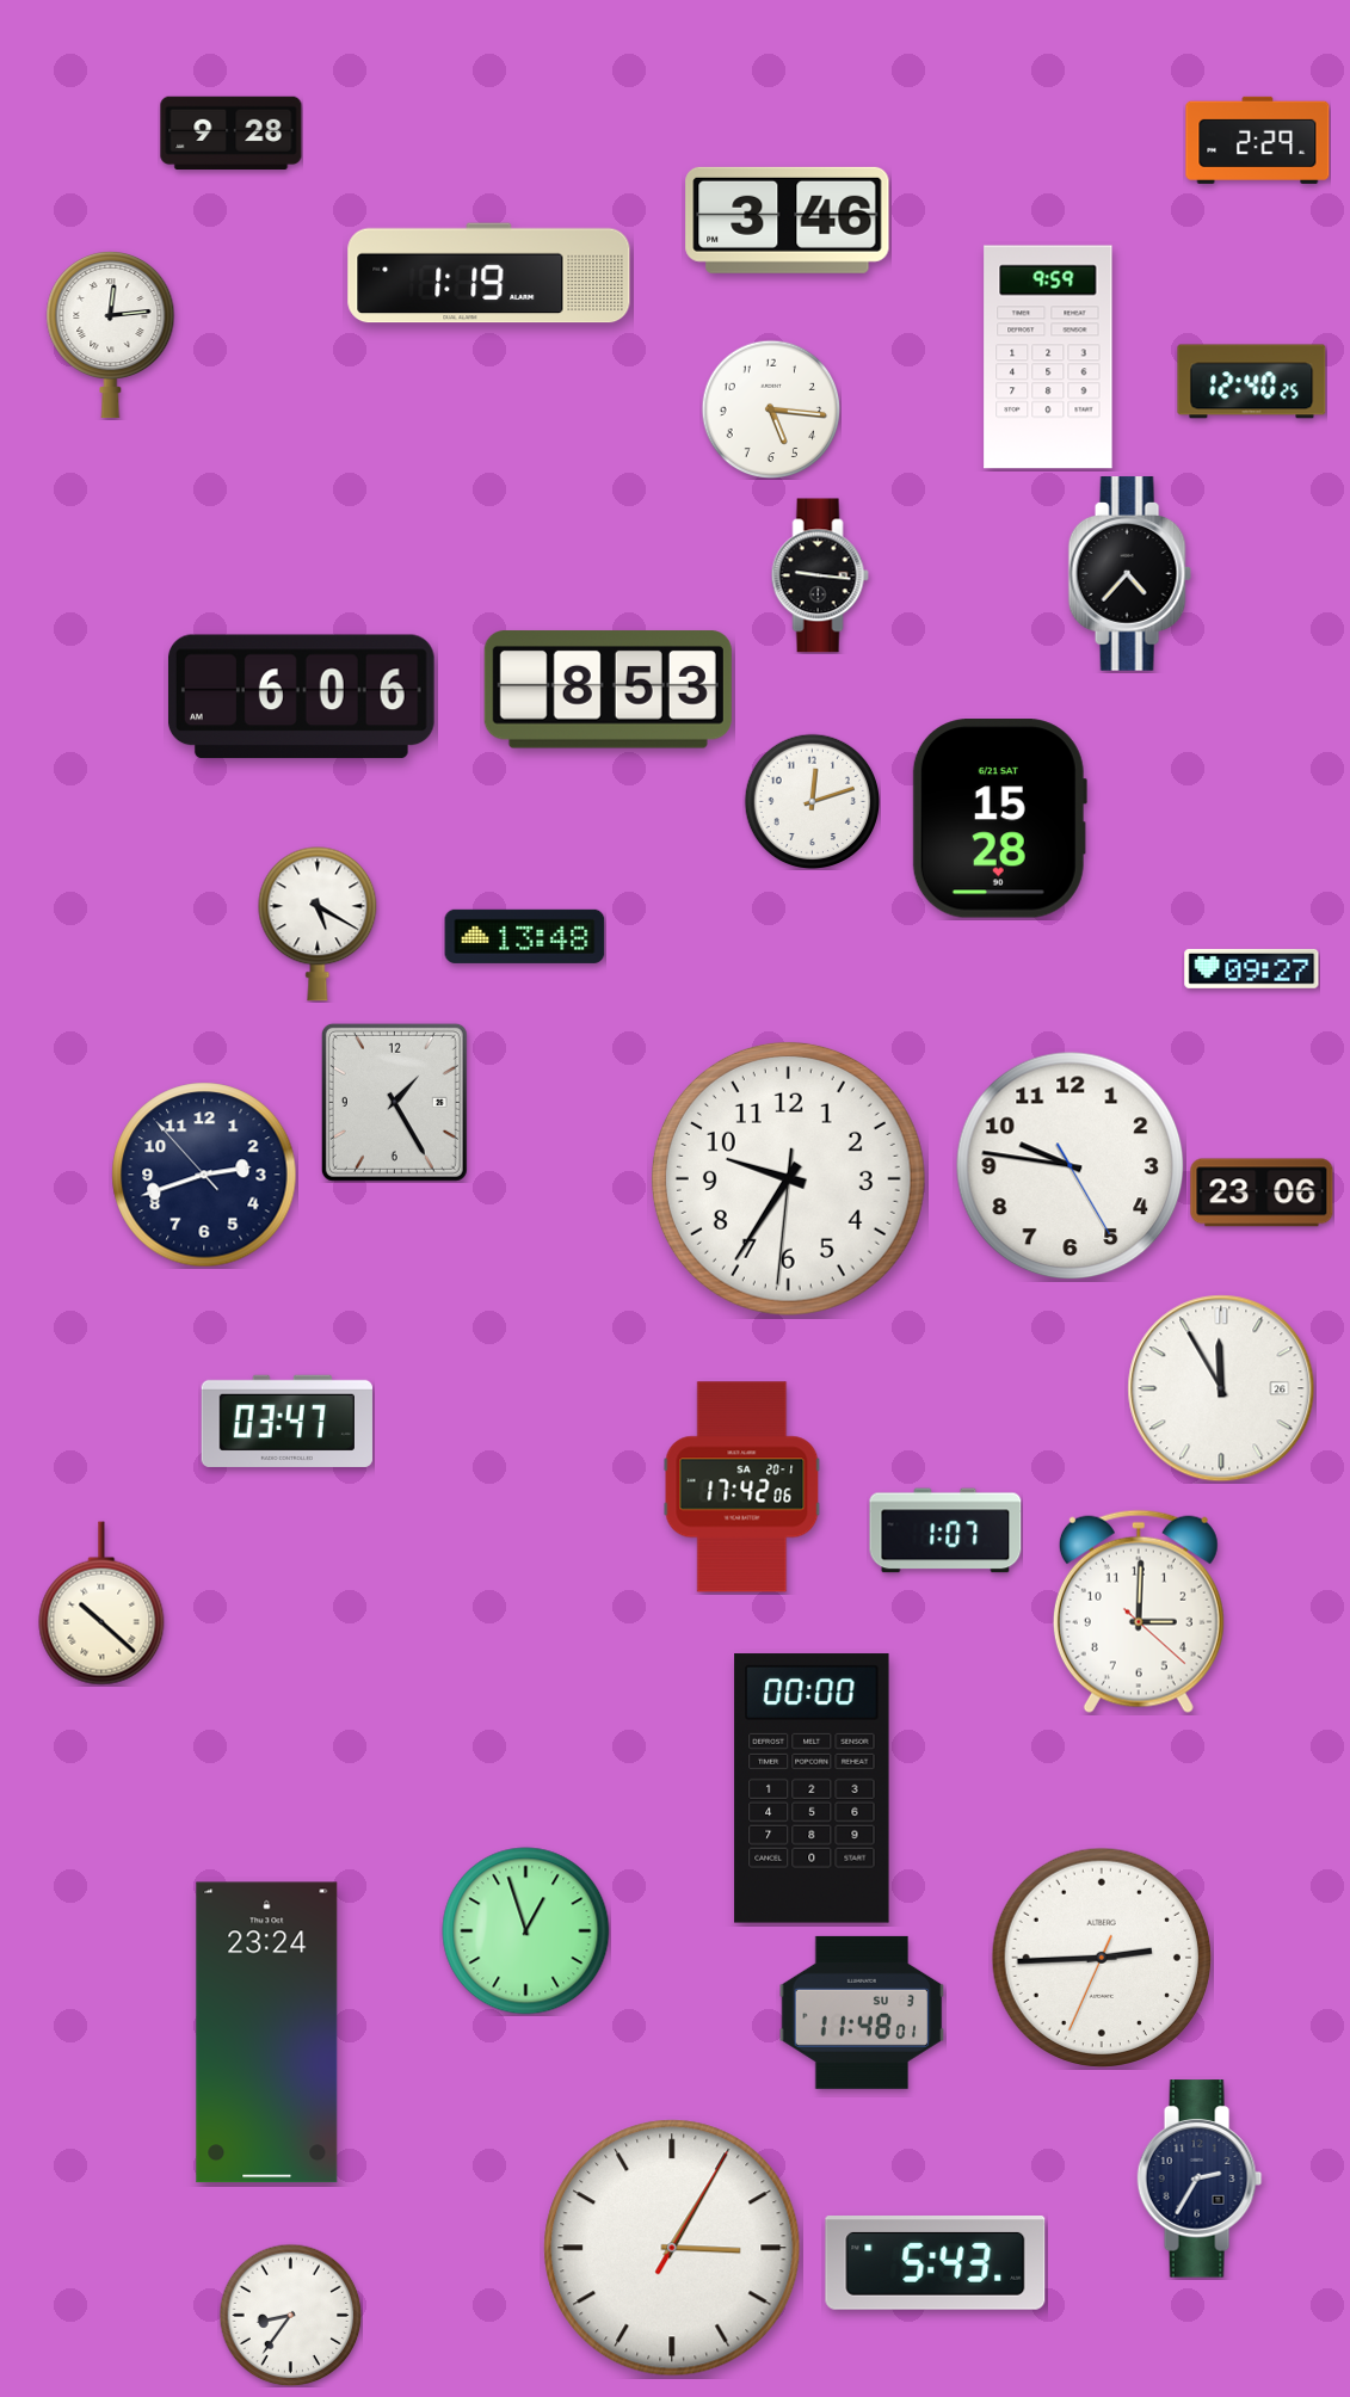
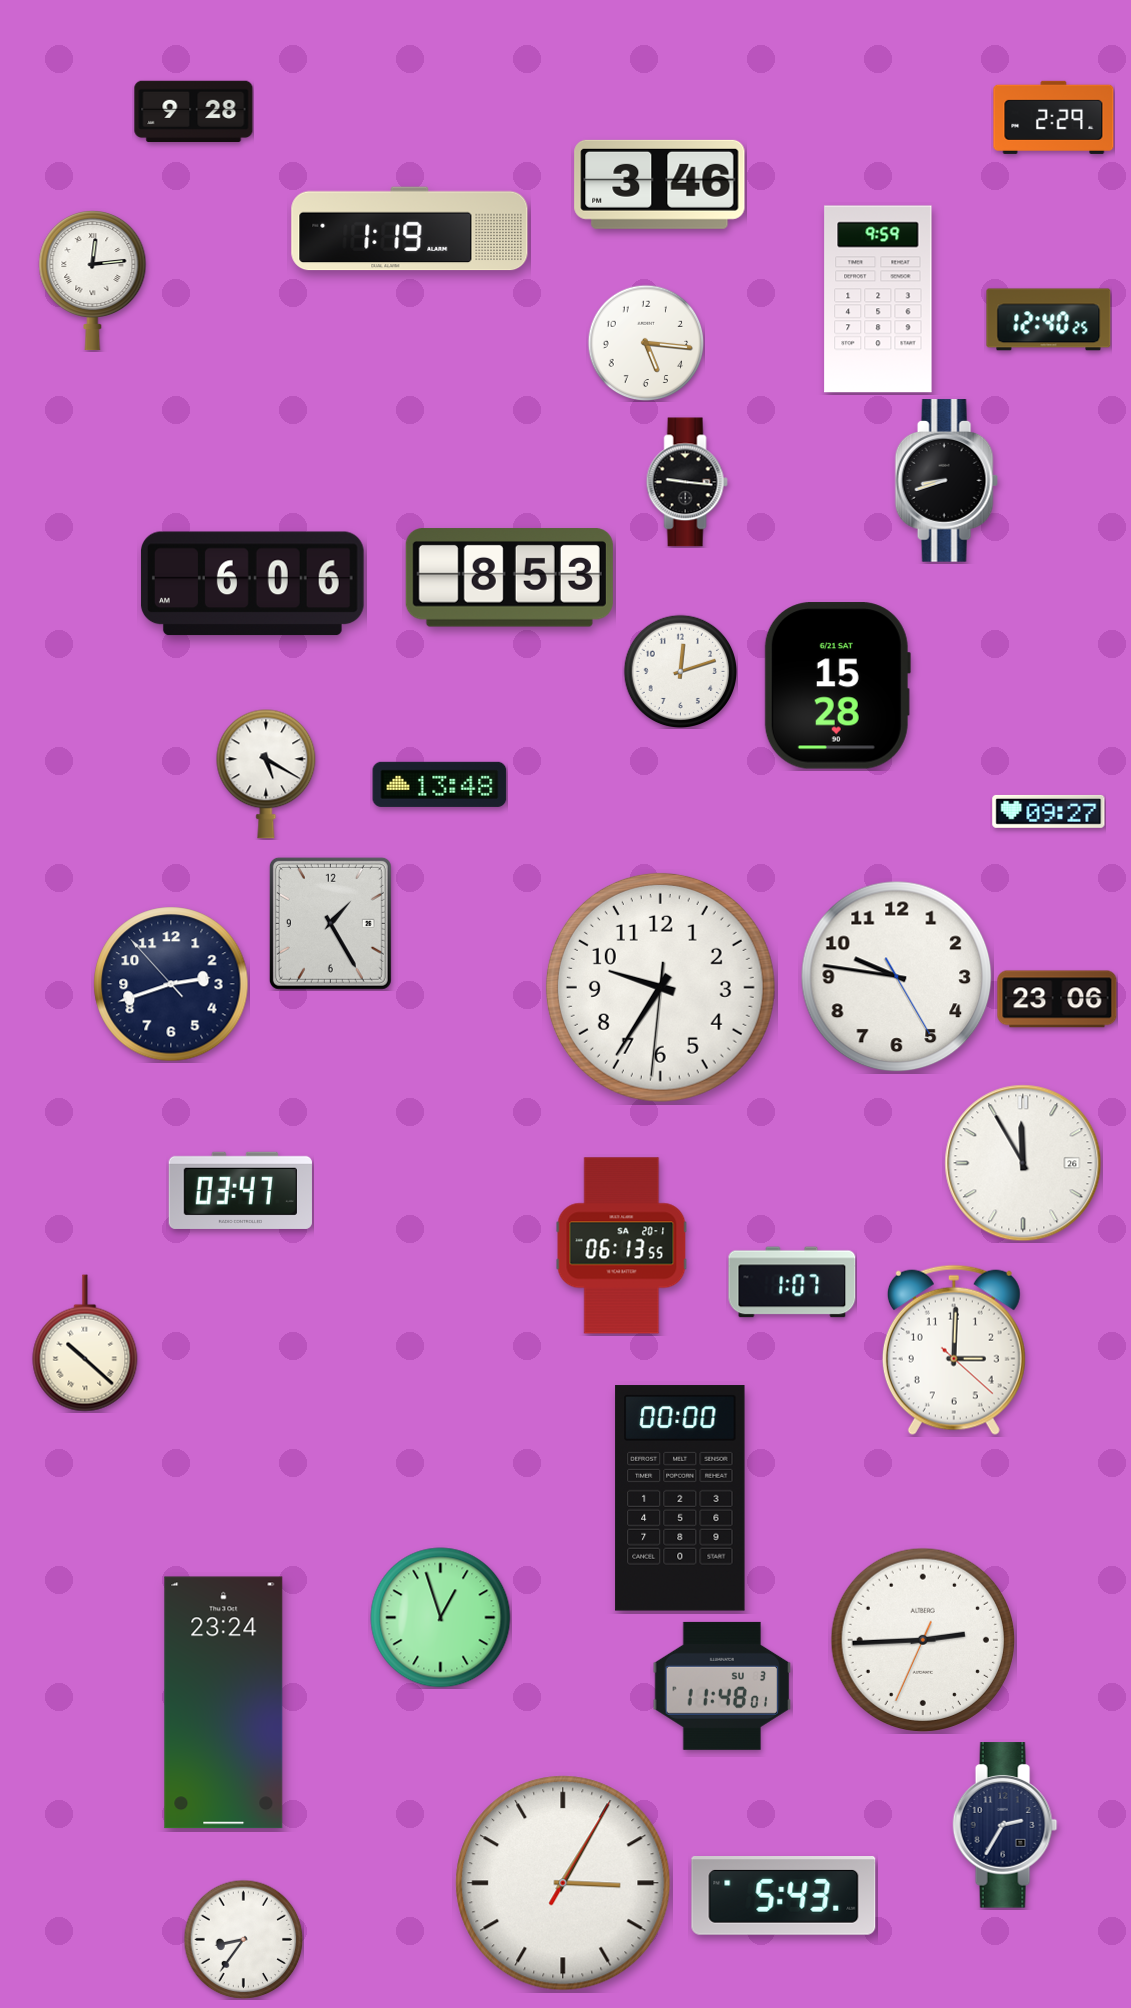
clock at (1129, 574): 4:37 -> 8:42
clock at (742, 1487): 17:42 -> 06:13
